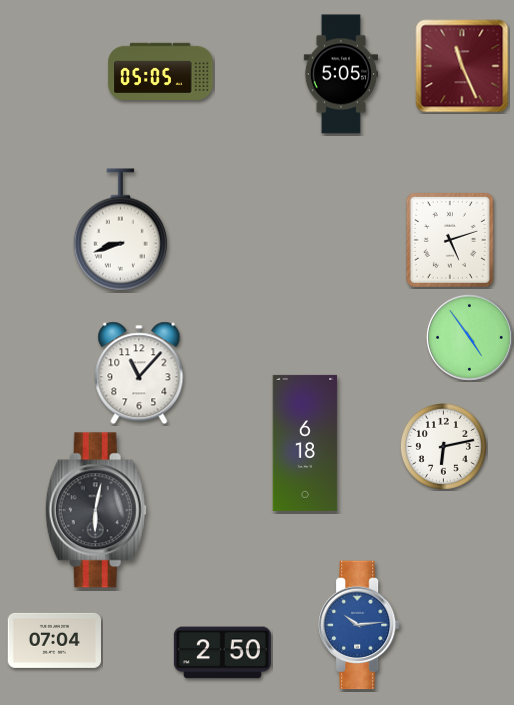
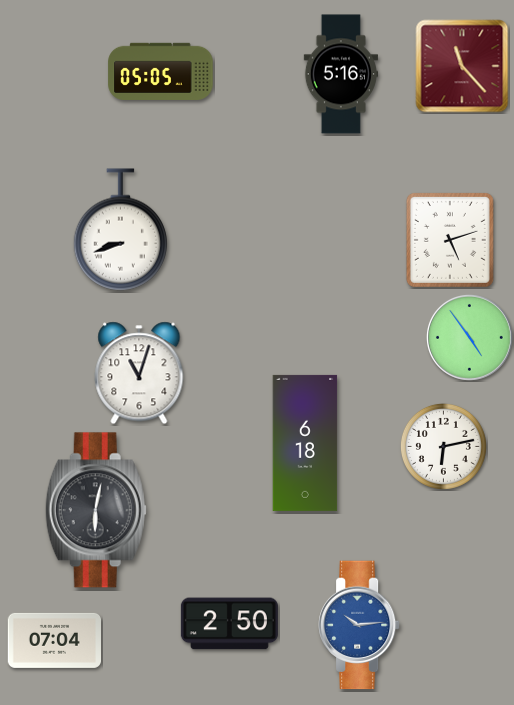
clock at (462, 66): 11:26 -> 11:23
clock at (340, 74): 5:05 -> 5:16
clock at (139, 373): 11:07 -> 11:03
clock at (222, 653) position: (222, 653) -> (229, 624)
